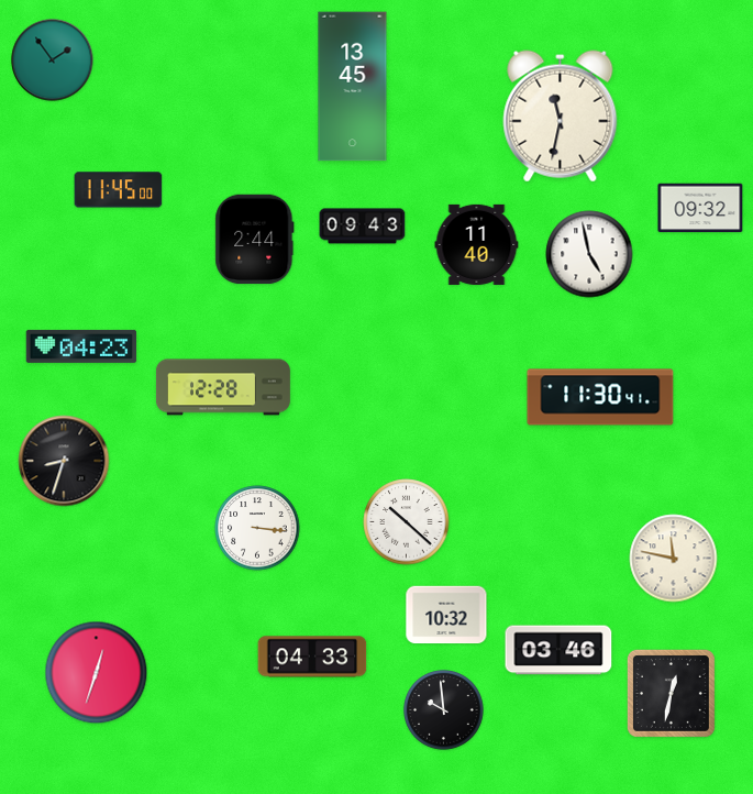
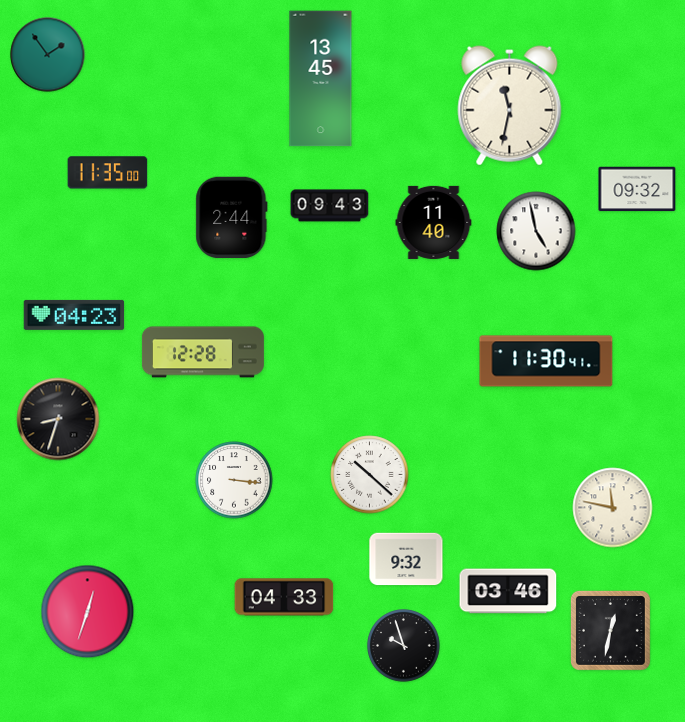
clock at (119, 190): 11:45 -> 11:35
clock at (446, 615): 10:32 -> 9:32
clock at (444, 710): 9:59 -> 9:57
